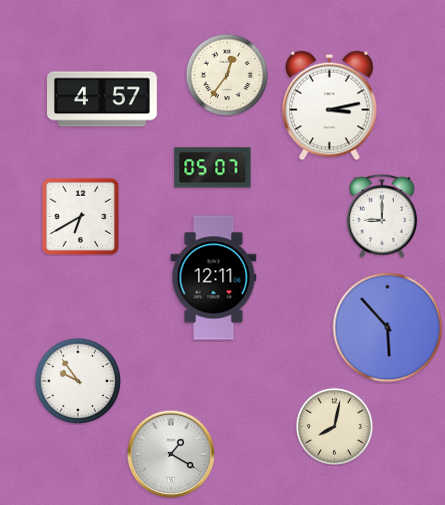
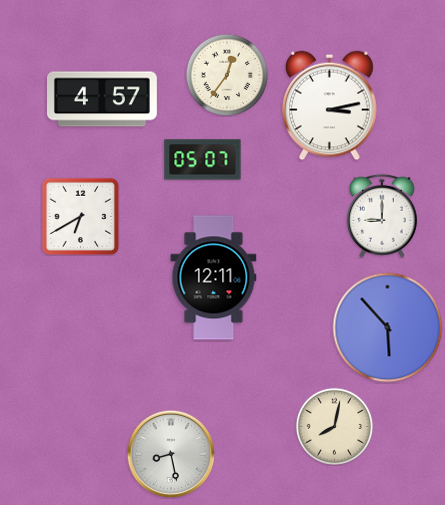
clock at (213, 168) position: (213, 168) -> (203, 160)
clock at (78, 381): 9:54 -> none
clock at (171, 454): 1:20 -> 8:28
